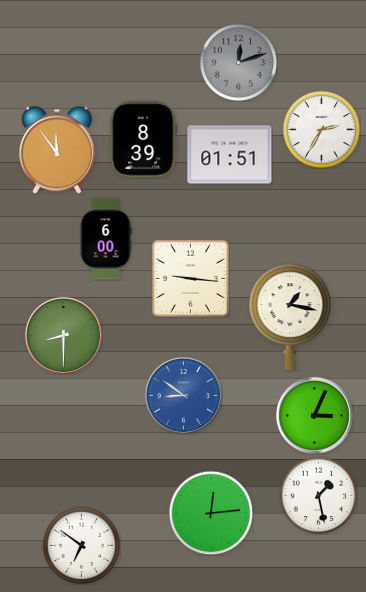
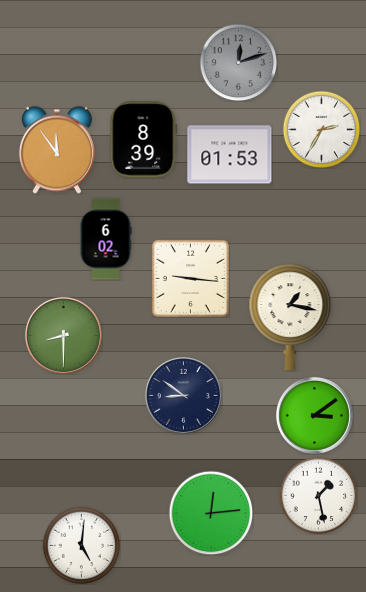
clock at (230, 155): 01:51 -> 01:53
clock at (106, 239): 6:00 -> 6:02
clock at (183, 395) dial: blue -> navy
clock at (314, 415): 3:04 -> 3:09
clock at (81, 545): 6:51 -> 5:01
